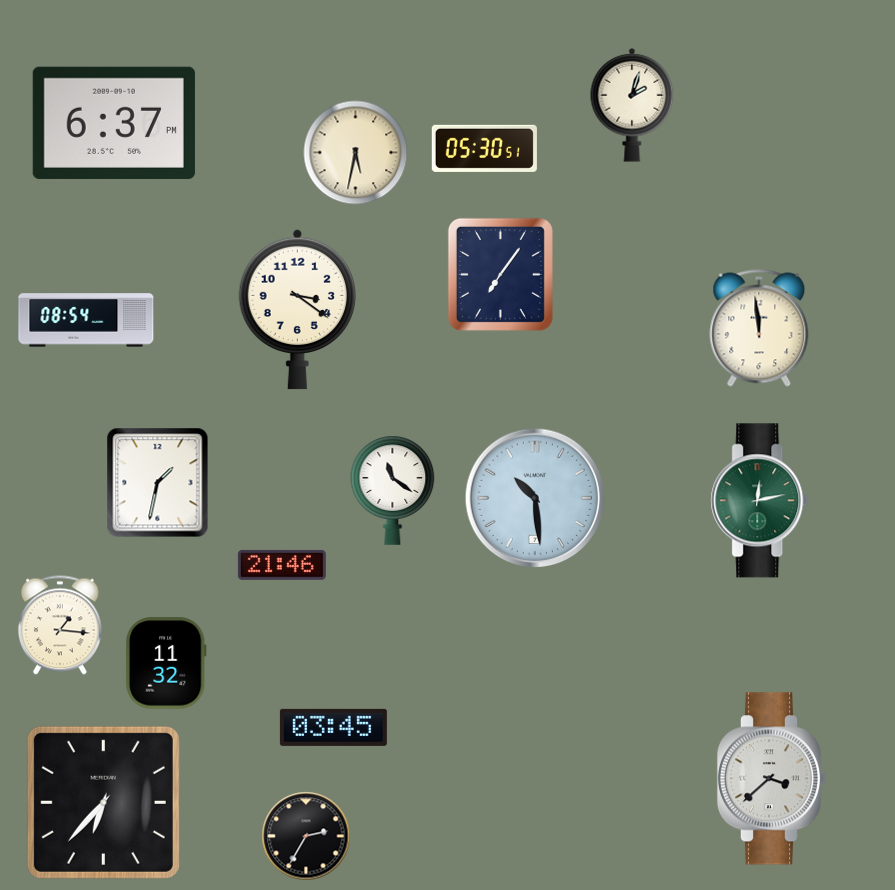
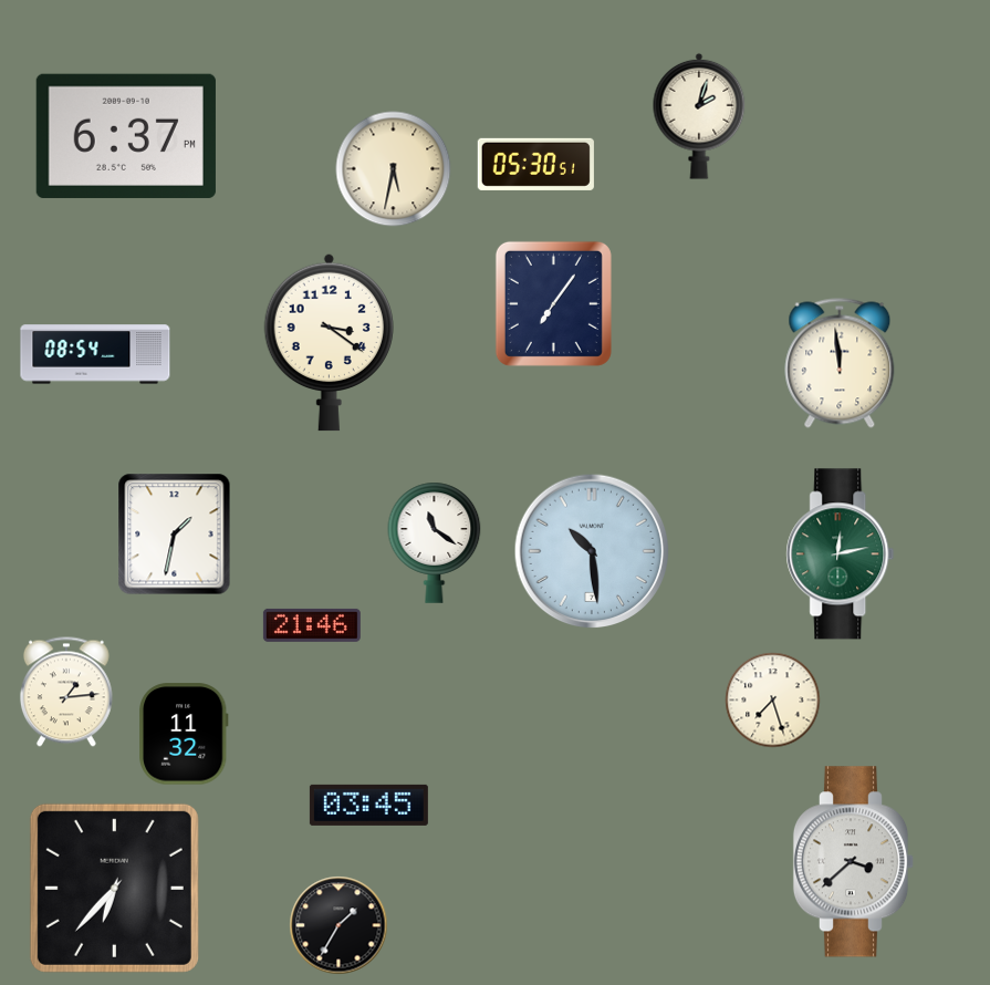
clock at (60, 625): 1:16 -> 1:14
clock at (773, 701): none -> 7:27
clock at (306, 836): 2:35 -> 1:35
